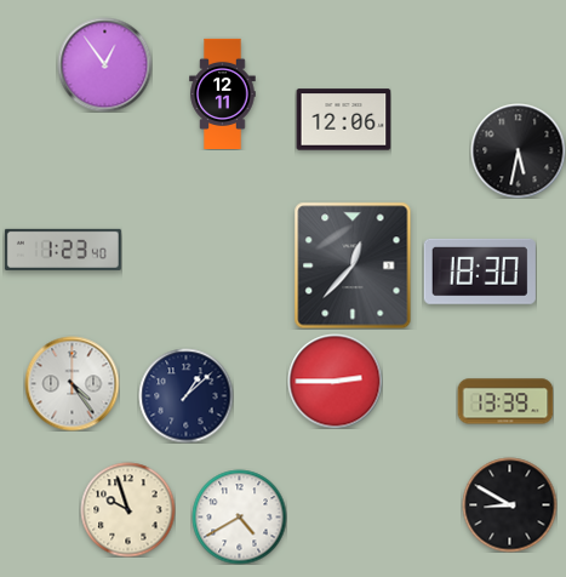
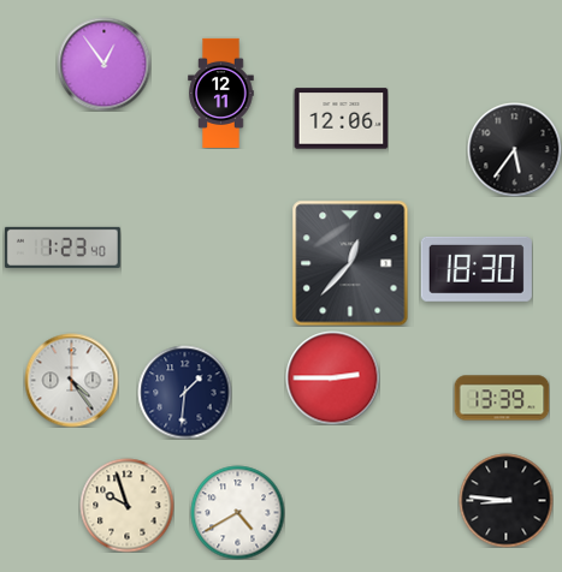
clock at (518, 150): 5:32 -> 5:36
clock at (185, 395): 1:08 -> 1:31
clock at (509, 504): 8:50 -> 8:46
